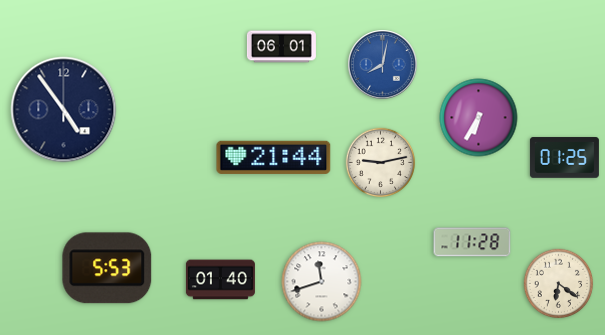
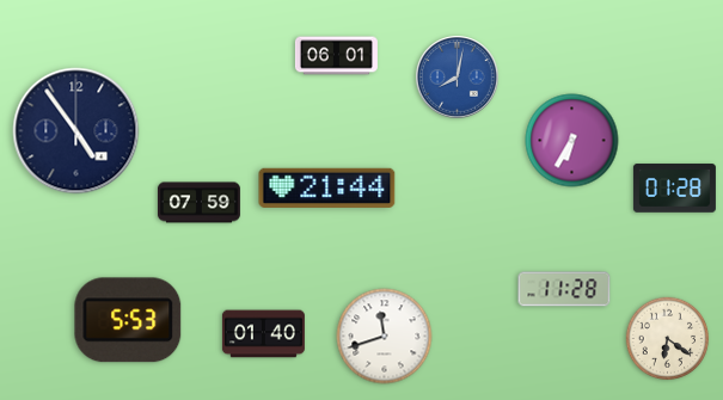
clock at (564, 158): 01:25 -> 01:28
clock at (381, 163): 9:13 -> none
clock at (198, 203): none -> 07:59
